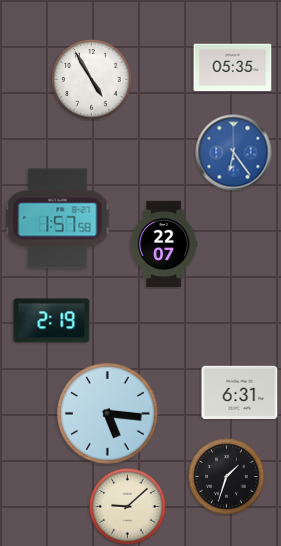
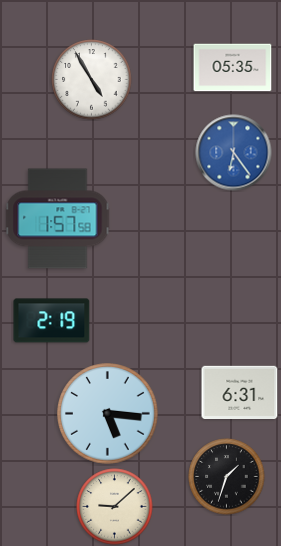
clock at (164, 244): 22:07 -> none
clock at (128, 507) position: (128, 507) -> (115, 507)
